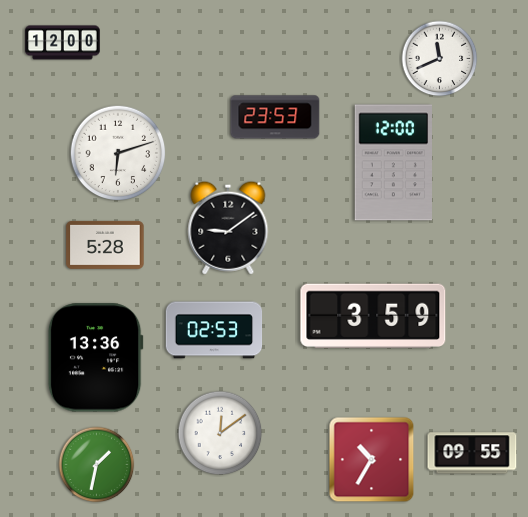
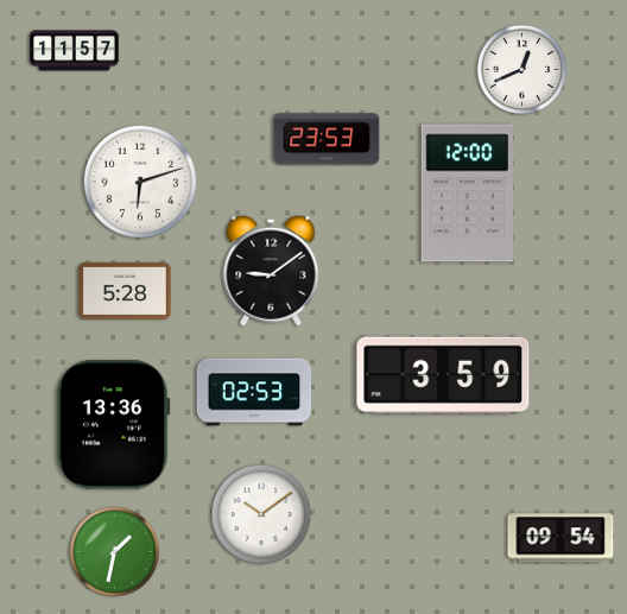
clock at (63, 43): 12:00 -> 11:57
clock at (440, 59): 11:41 -> 12:41
clock at (220, 433): 12:09 -> 10:09
clock at (472, 453): 09:55 -> 09:54
clock at (372, 460): 10:35 -> none
